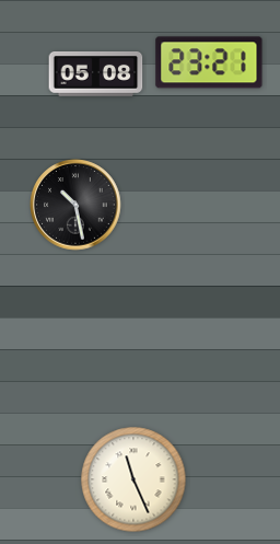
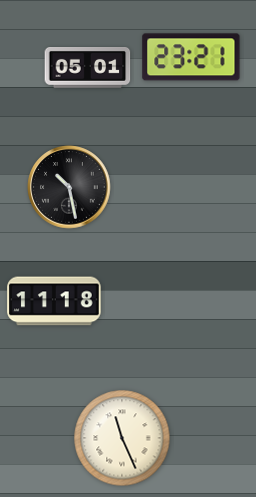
clock at (96, 74): 05:08 -> 05:01
clock at (54, 301): none -> 11:18
